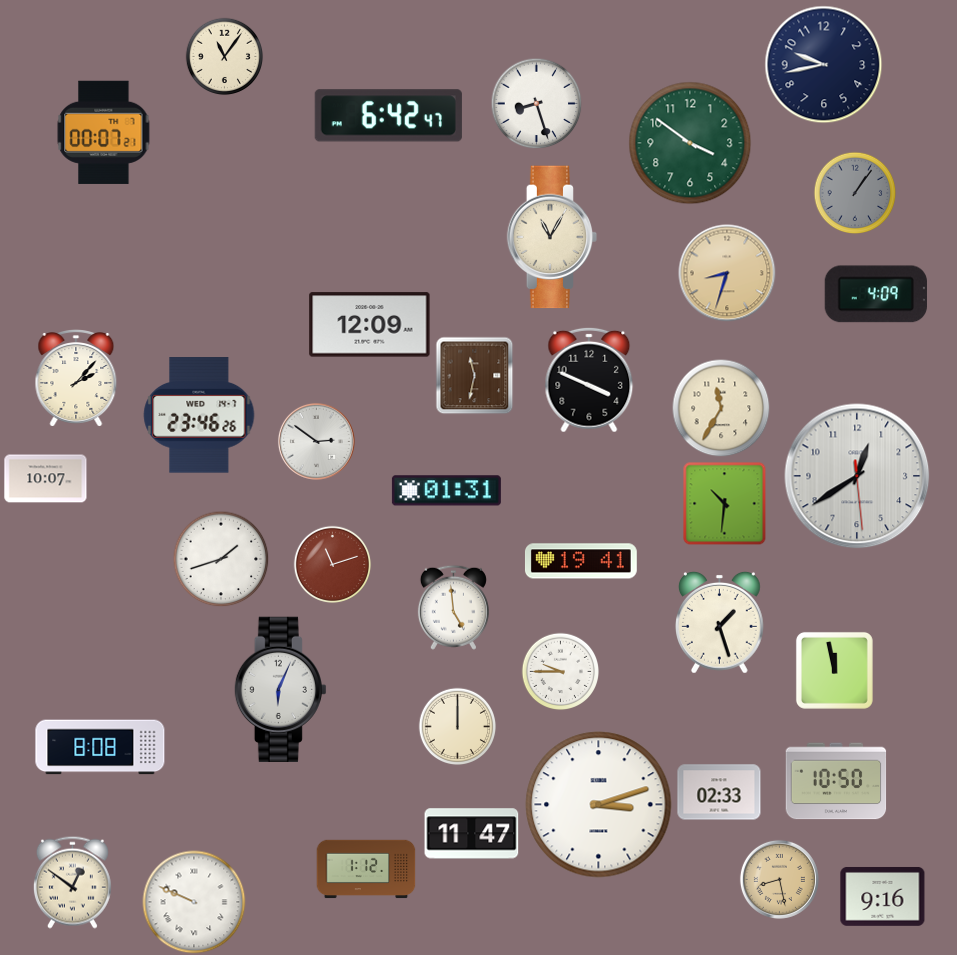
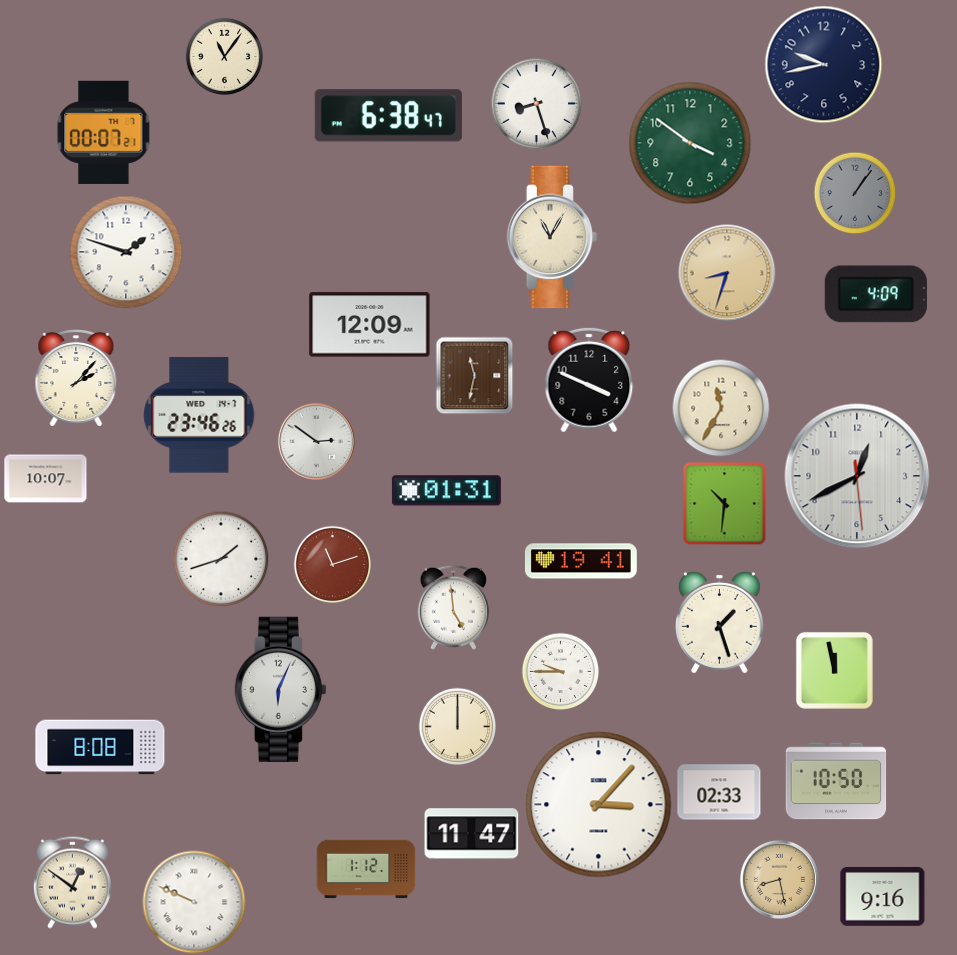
clock at (388, 116): 6:42 -> 6:38
clock at (126, 252): none -> 1:48
clock at (857, 476): 12:39 -> 12:40
clock at (599, 805): 3:12 -> 3:07
